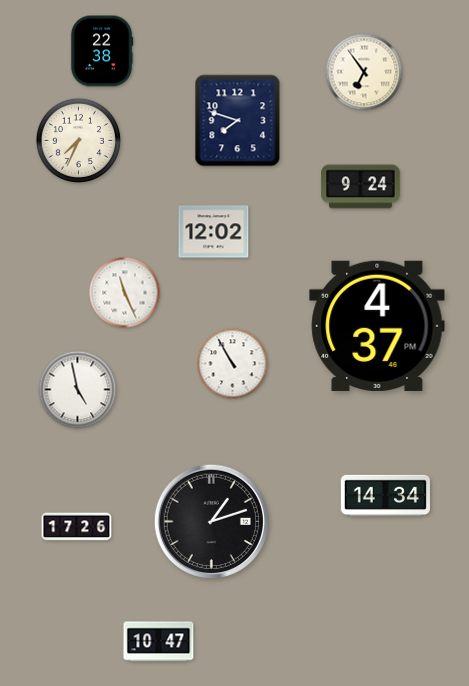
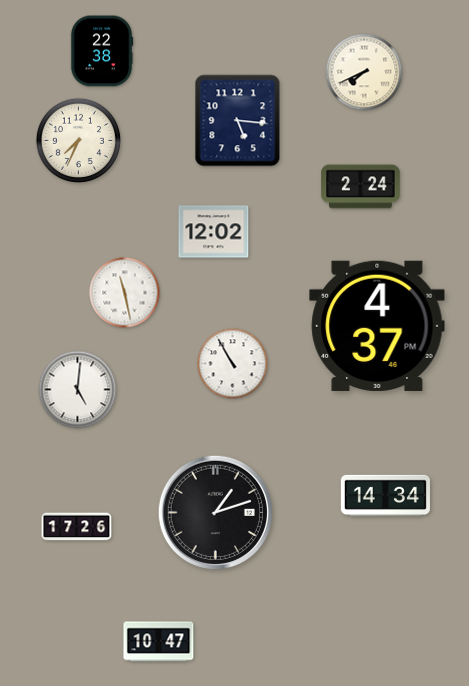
clock at (364, 72): 6:54 -> 7:41
clock at (238, 121): 7:48 -> 5:16
clock at (361, 187): 9:24 -> 2:24
clock at (125, 293): 11:26 -> 11:28
clock at (78, 390): 4:58 -> 5:01
clock at (211, 521) position: (211, 521) -> (215, 512)
